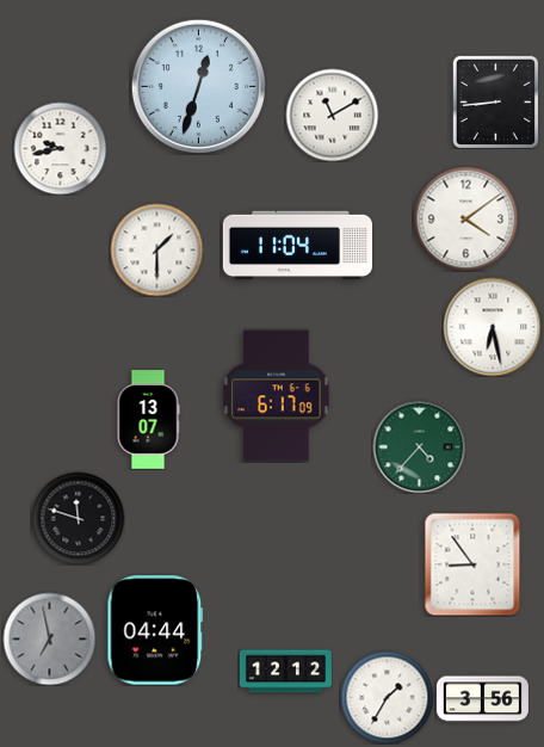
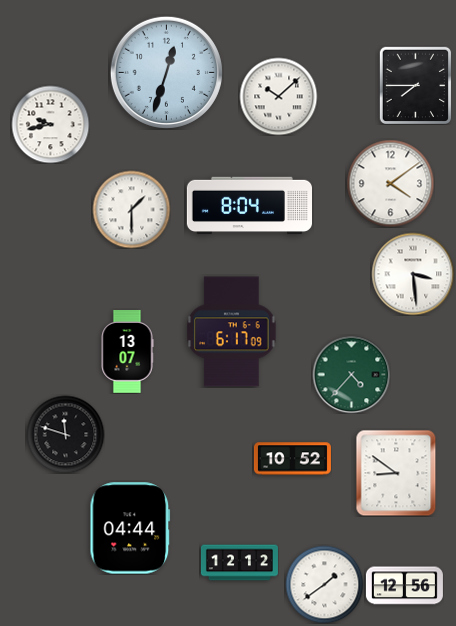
clock at (495, 101): 8:44 -> 7:45
clock at (332, 115): 11:10 -> 10:08
clock at (297, 246): 11:04 -> 8:04
clock at (493, 327): 6:28 -> 3:29
clock at (148, 420) position: (148, 420) -> (127, 352)
clock at (292, 459): none -> 10:52
clock at (472, 564): 8:54 -> 8:51
clock at (49, 638): 6:58 -> none
clock at (387, 697): 1:35 -> 1:39
clock at (482, 699): 3:56 -> 12:56
